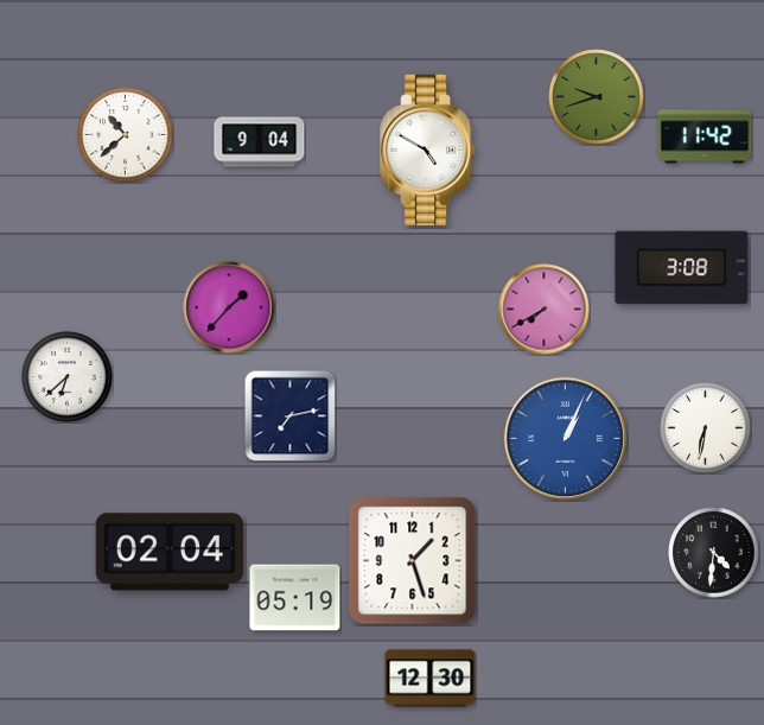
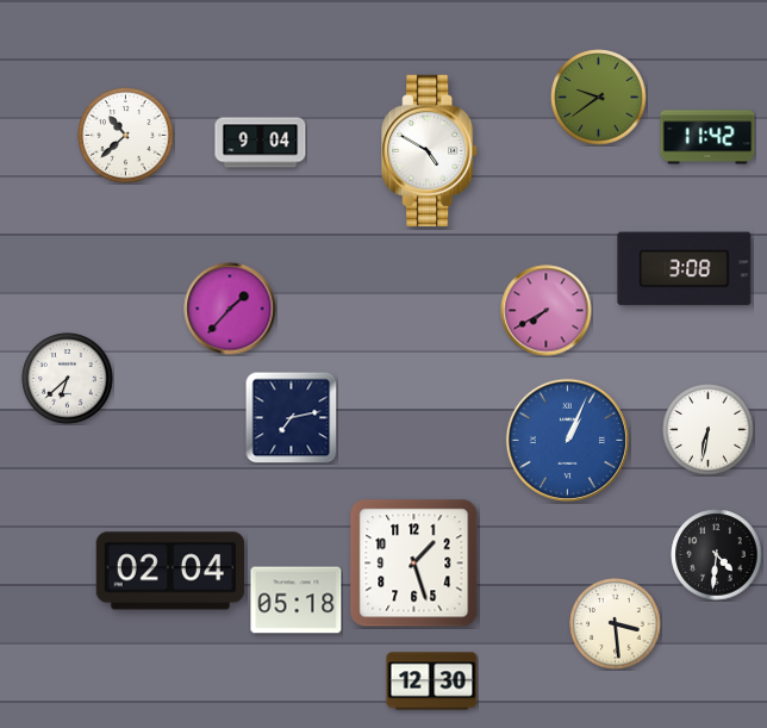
clock at (597, 97): 9:42 -> 9:39
clock at (170, 552) position: (170, 552) -> (170, 571)
clock at (295, 598): 05:19 -> 05:18
clock at (616, 624): none -> 3:29
